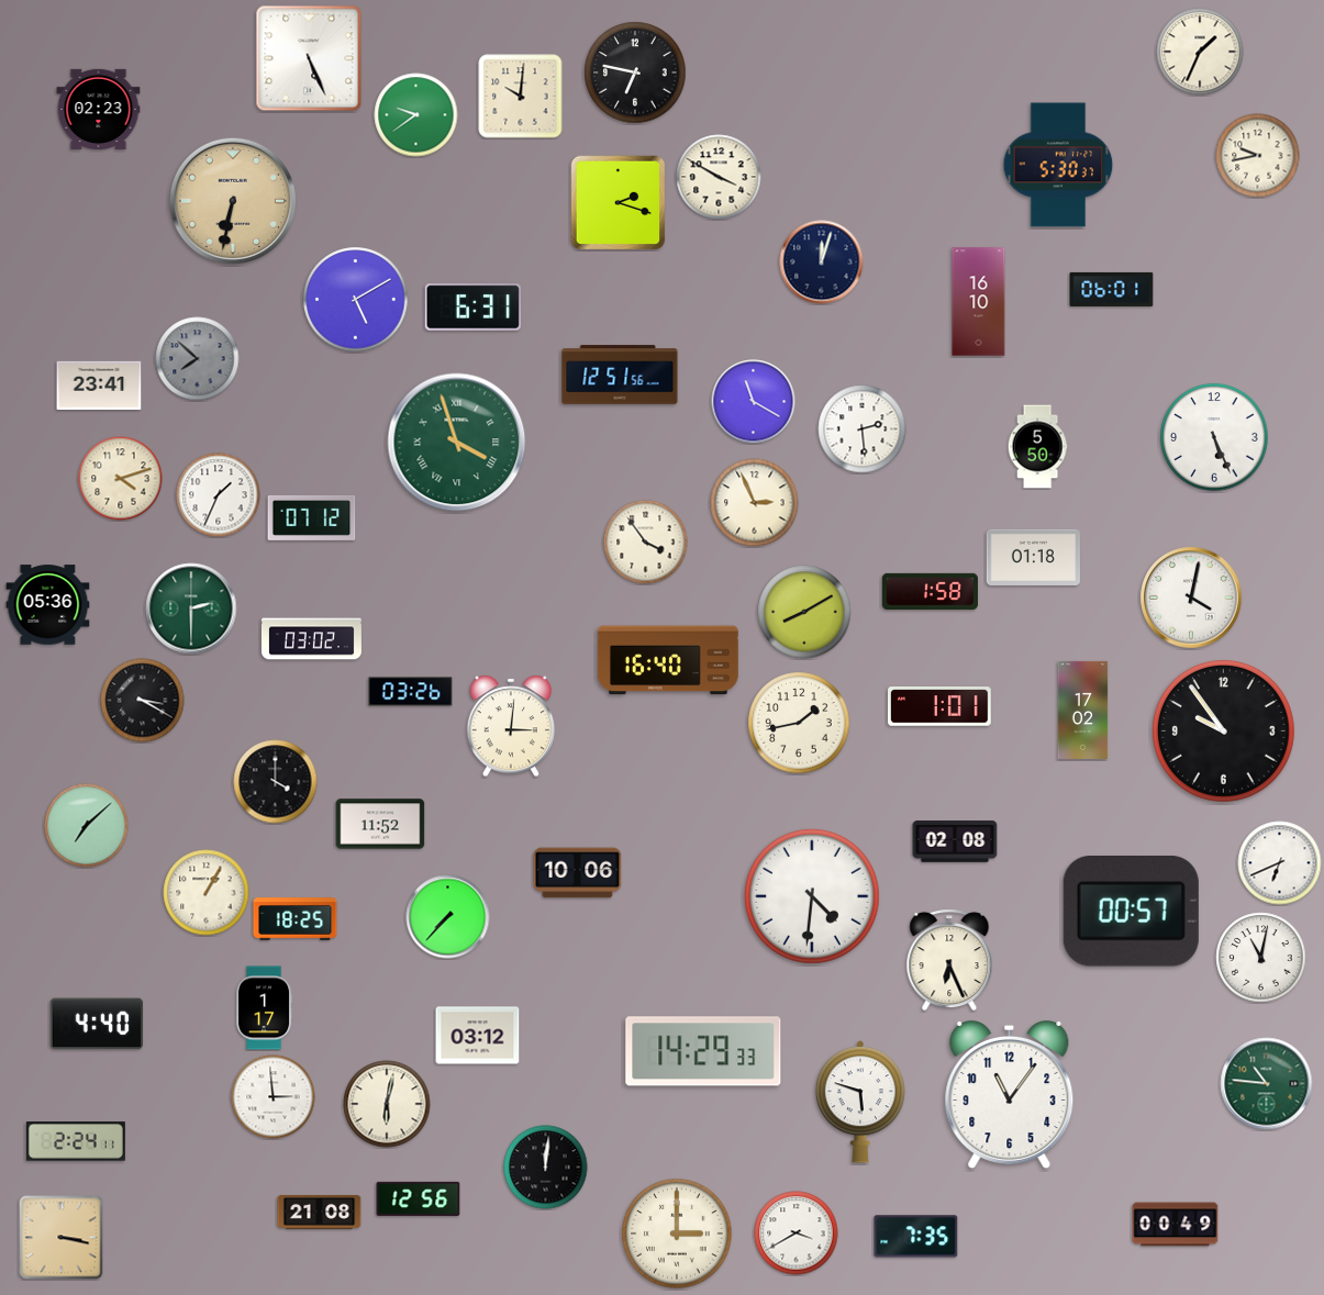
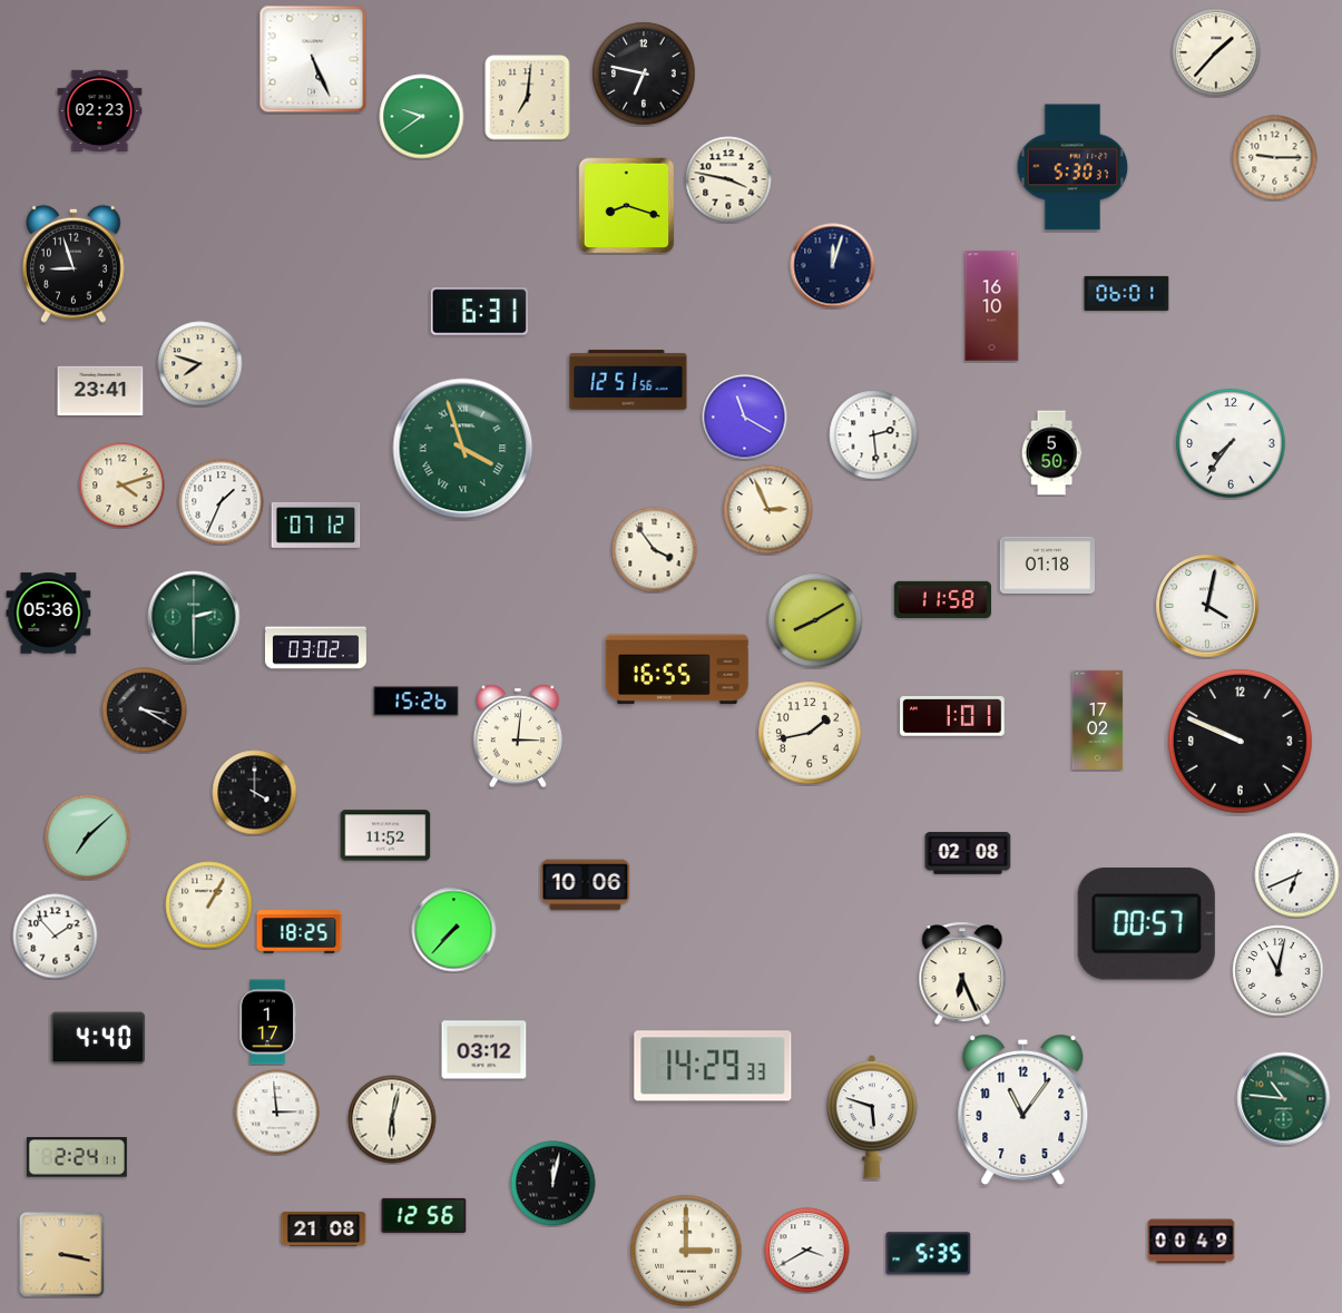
clock at (1200, 52): 1:34 -> 1:37
clock at (521, 97): 10:01 -> 7:01
clock at (1258, 156): 9:43 -> 9:15
clock at (719, 177): 3:50 -> 3:47
clock at (233, 201): 6:32 -> none
clock at (619, 203): 2:18 -> 8:18
clock at (75, 264): none -> 8:57
clock at (356, 300): 5:10 -> none
clock at (198, 359): 7:52 -> 7:48
clock at (198, 359) dial: grey -> cream
clock at (754, 402) position: (754, 402) -> (745, 418)
clock at (1214, 437): 5:26 -> 7:36
clock at (755, 503) position: (755, 503) -> (768, 510)
clock at (930, 591): 1:58 -> 11:58
clock at (668, 660): 16:40 -> 16:55
clock at (411, 692): 03:26 -> 15:26
clock at (1223, 730): 9:54 -> 9:49
clock at (276, 782) position: (276, 782) -> (255, 793)
clock at (813, 897): 4:31 -> none
clock at (56, 937): none -> 1:53
clock at (546, 1168): 12:01 -> 12:02
clock at (916, 1237): 7:35 -> 5:35
